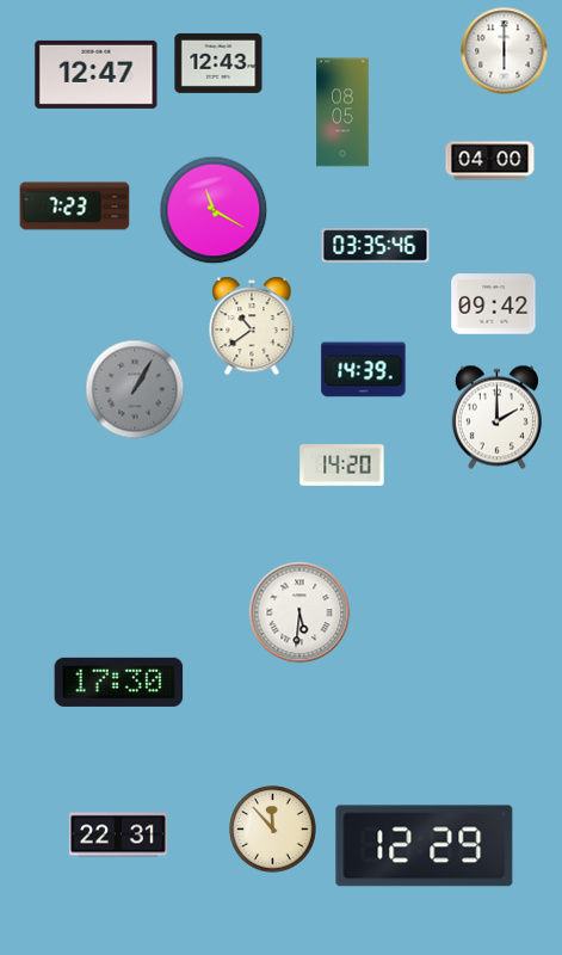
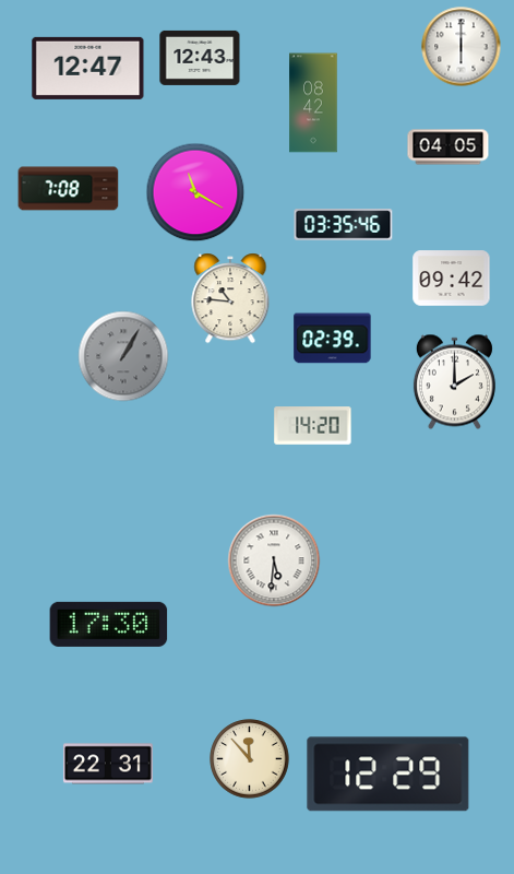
clock at (342, 112): 08:05 -> 08:42
clock at (490, 161): 04:00 -> 04:05
clock at (75, 207): 7:23 -> 7:08
clock at (252, 326): 10:39 -> 10:46
clock at (364, 370): 14:39 -> 02:39
